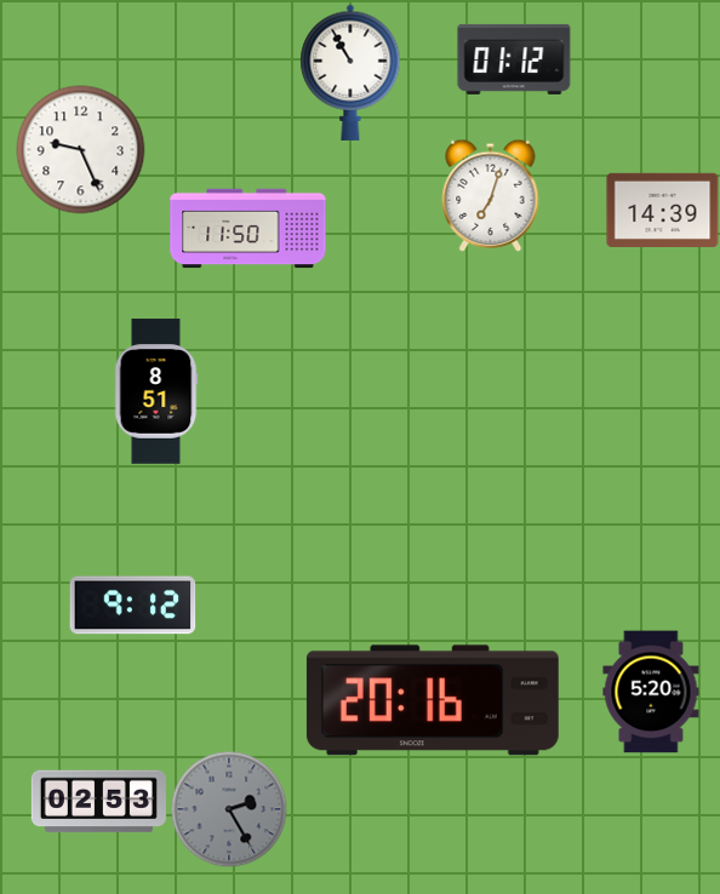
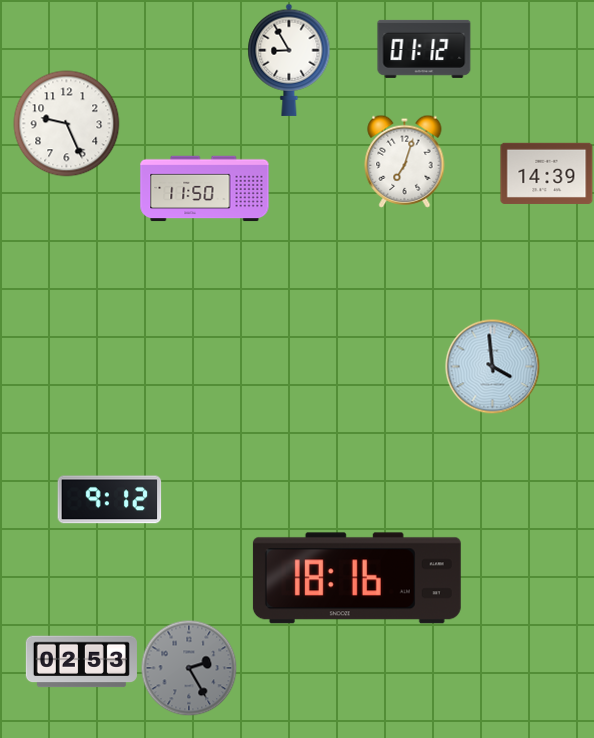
clock at (350, 73): 10:55 -> 8:55
clock at (156, 391): 8:51 -> none
clock at (492, 366): none -> 3:59
clock at (651, 692): 5:20 -> none
clock at (433, 700): 20:16 -> 18:16
